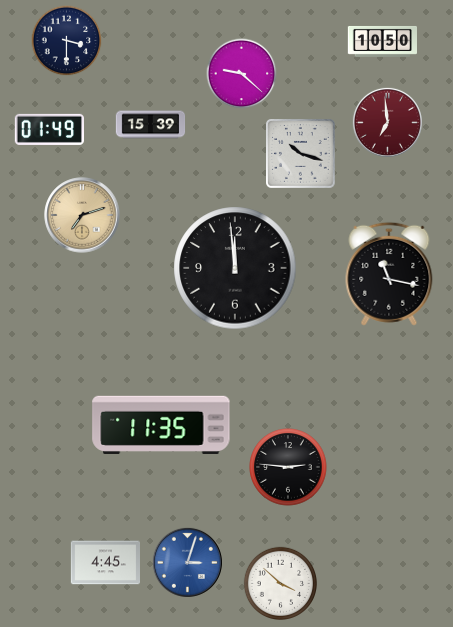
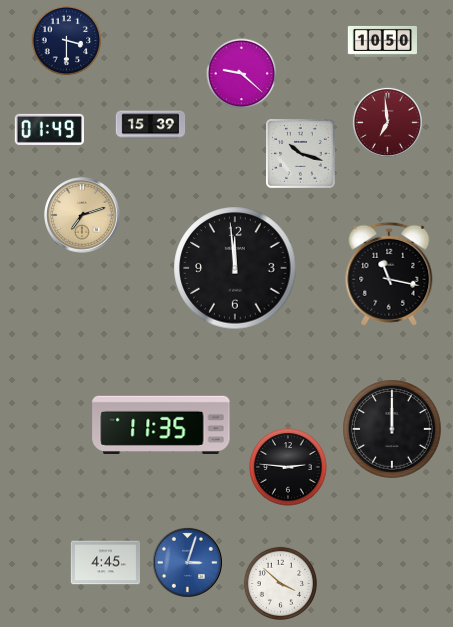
clock at (393, 430): none -> 12:00
